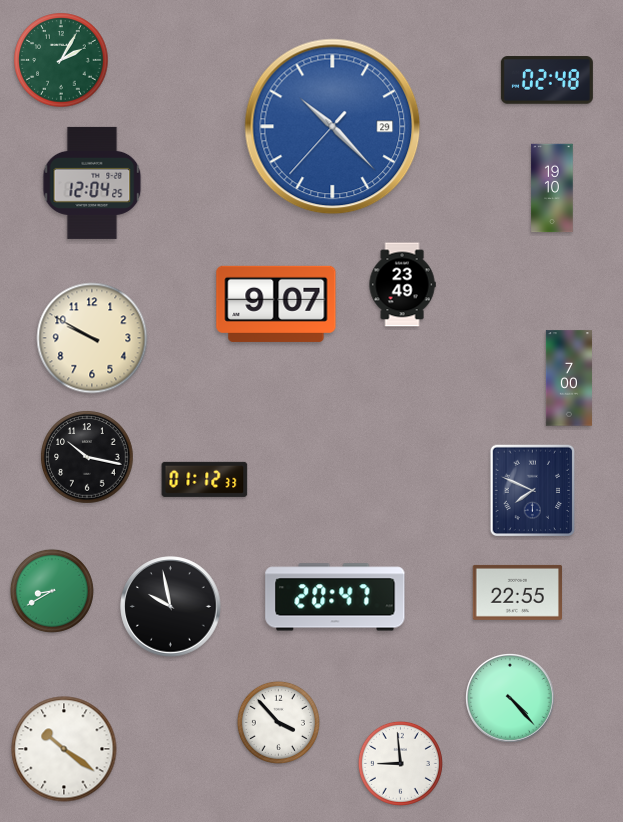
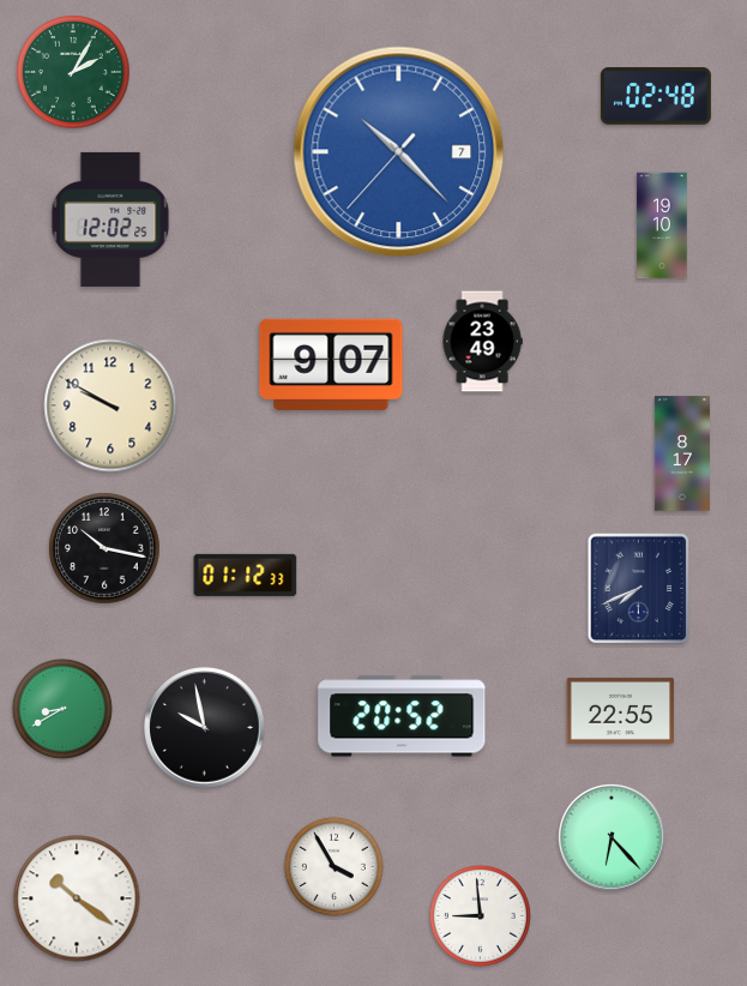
clock at (333, 127) date: 29 -> 7
clock at (92, 183): 12:04 -> 12:02
clock at (569, 378): 7:00 -> 8:17
clock at (533, 491): 7:49 -> 7:41
clock at (335, 597): 20:47 -> 20:52
clock at (511, 699): 4:23 -> 6:23
clock at (278, 722): 3:53 -> 3:55
